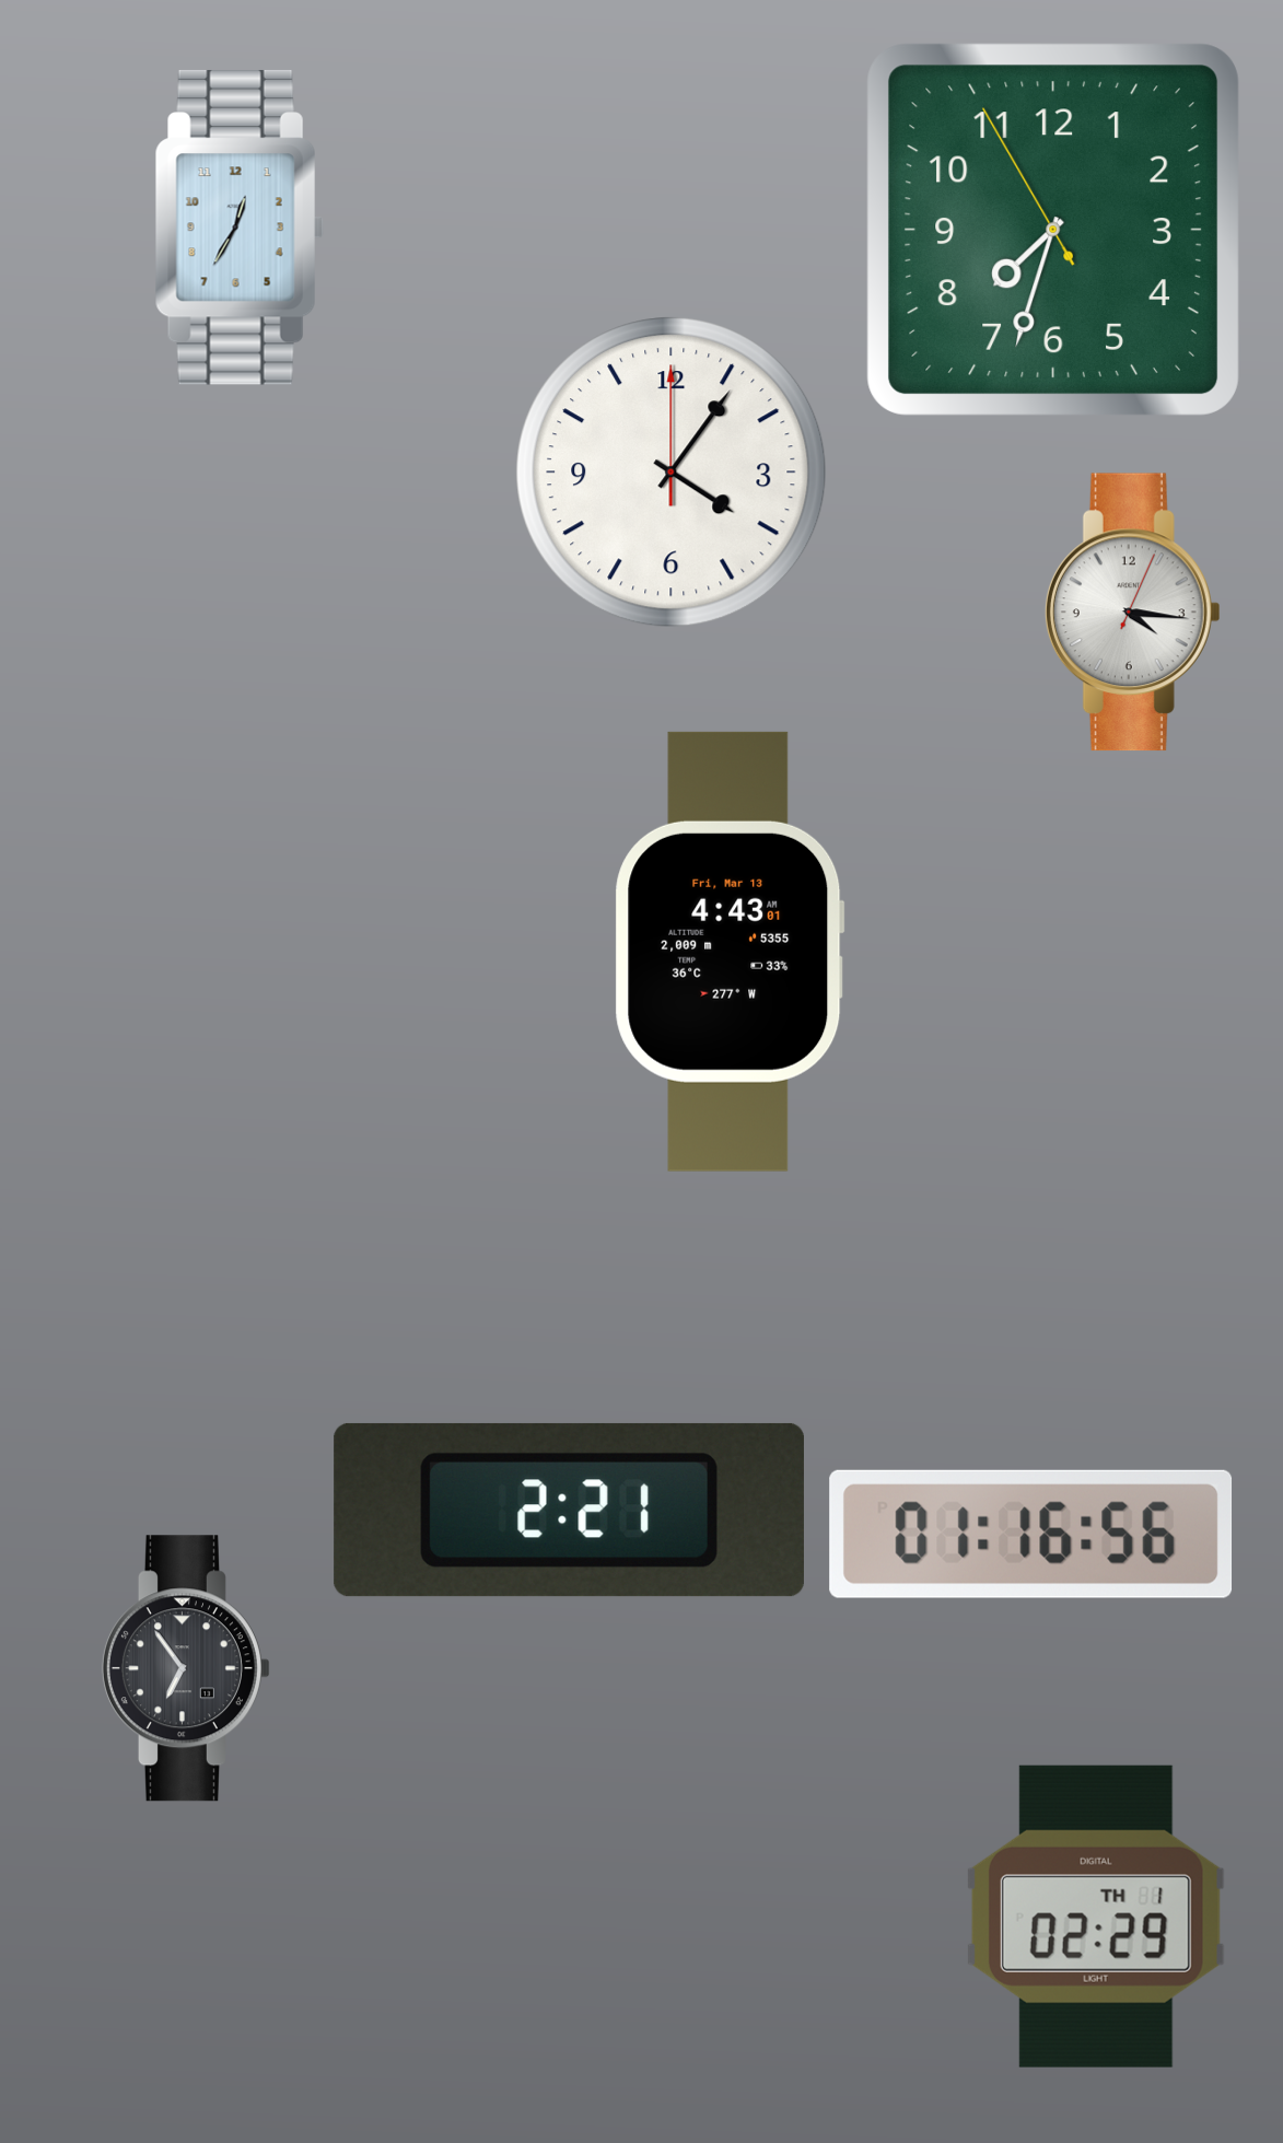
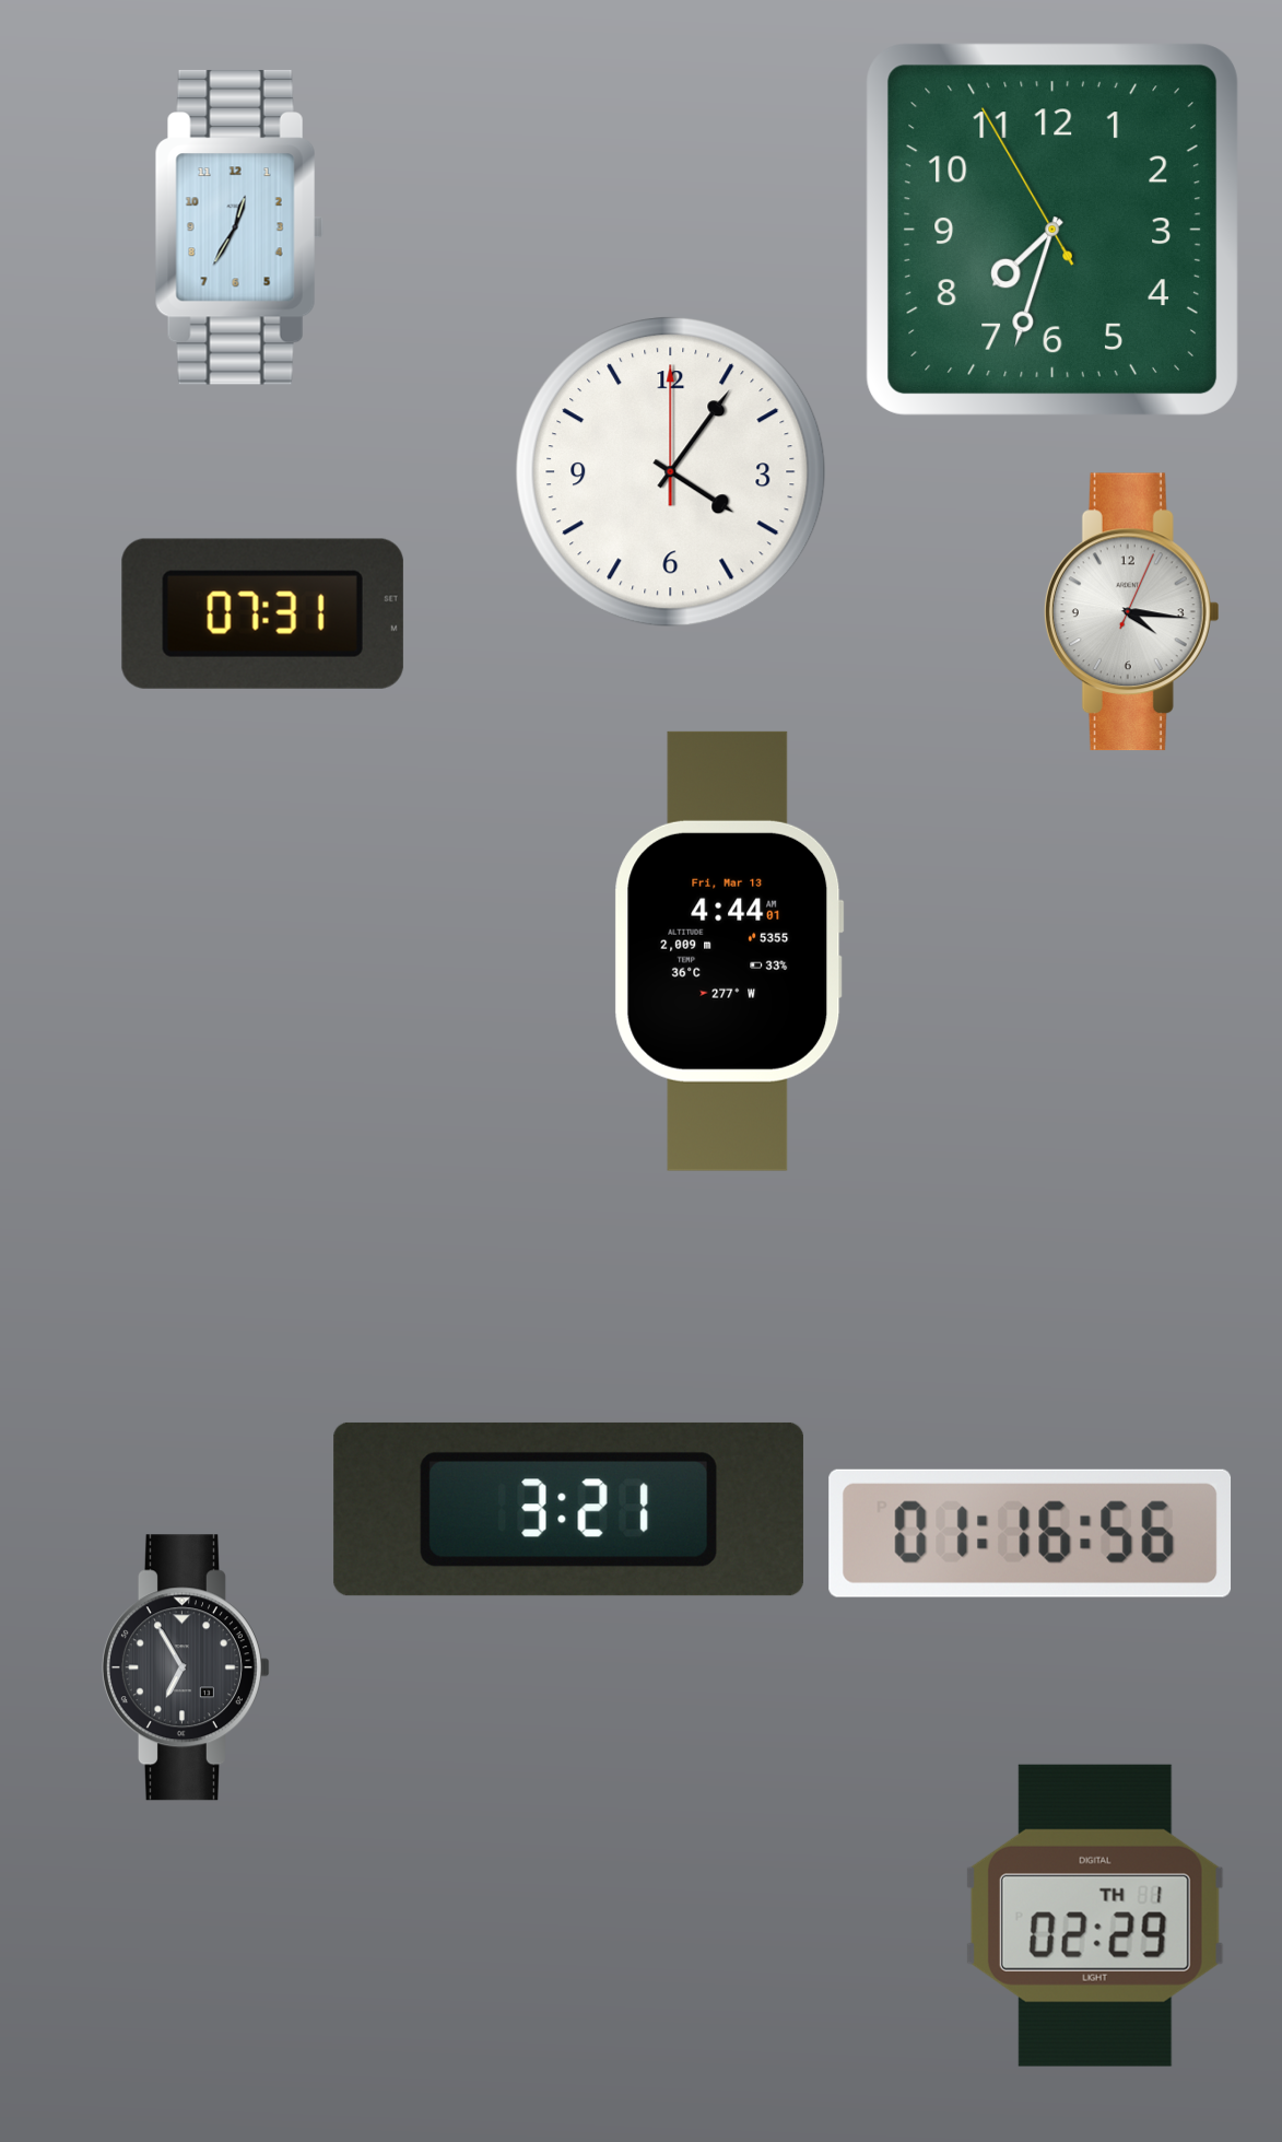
clock at (262, 613): none -> 07:31
clock at (730, 952): 4:43 -> 4:44
clock at (569, 1510): 2:21 -> 3:21
clock at (186, 1668): 6:54 -> 6:55
